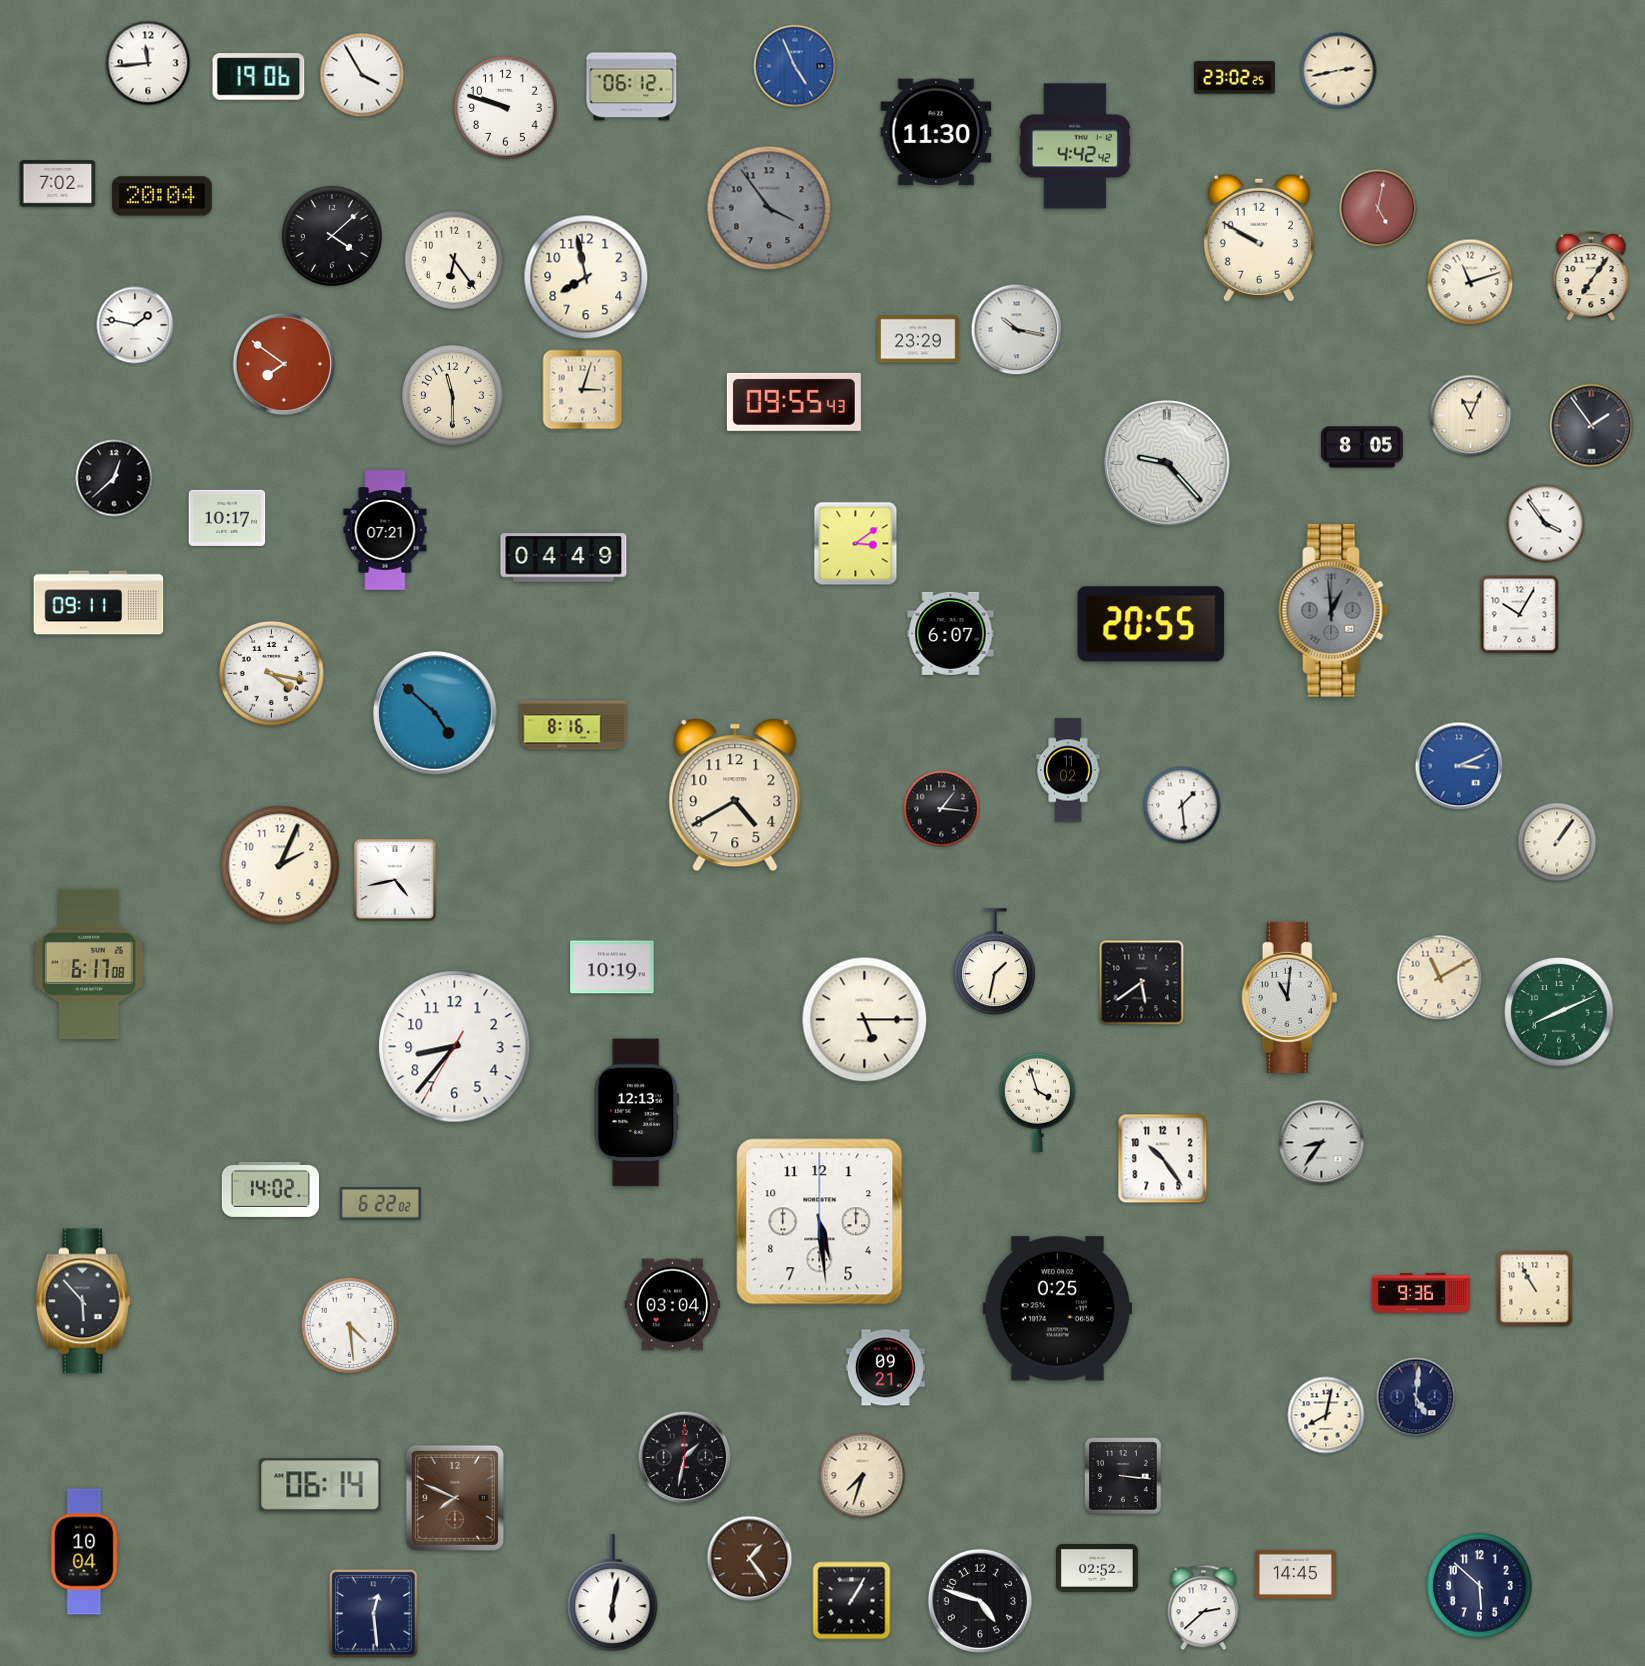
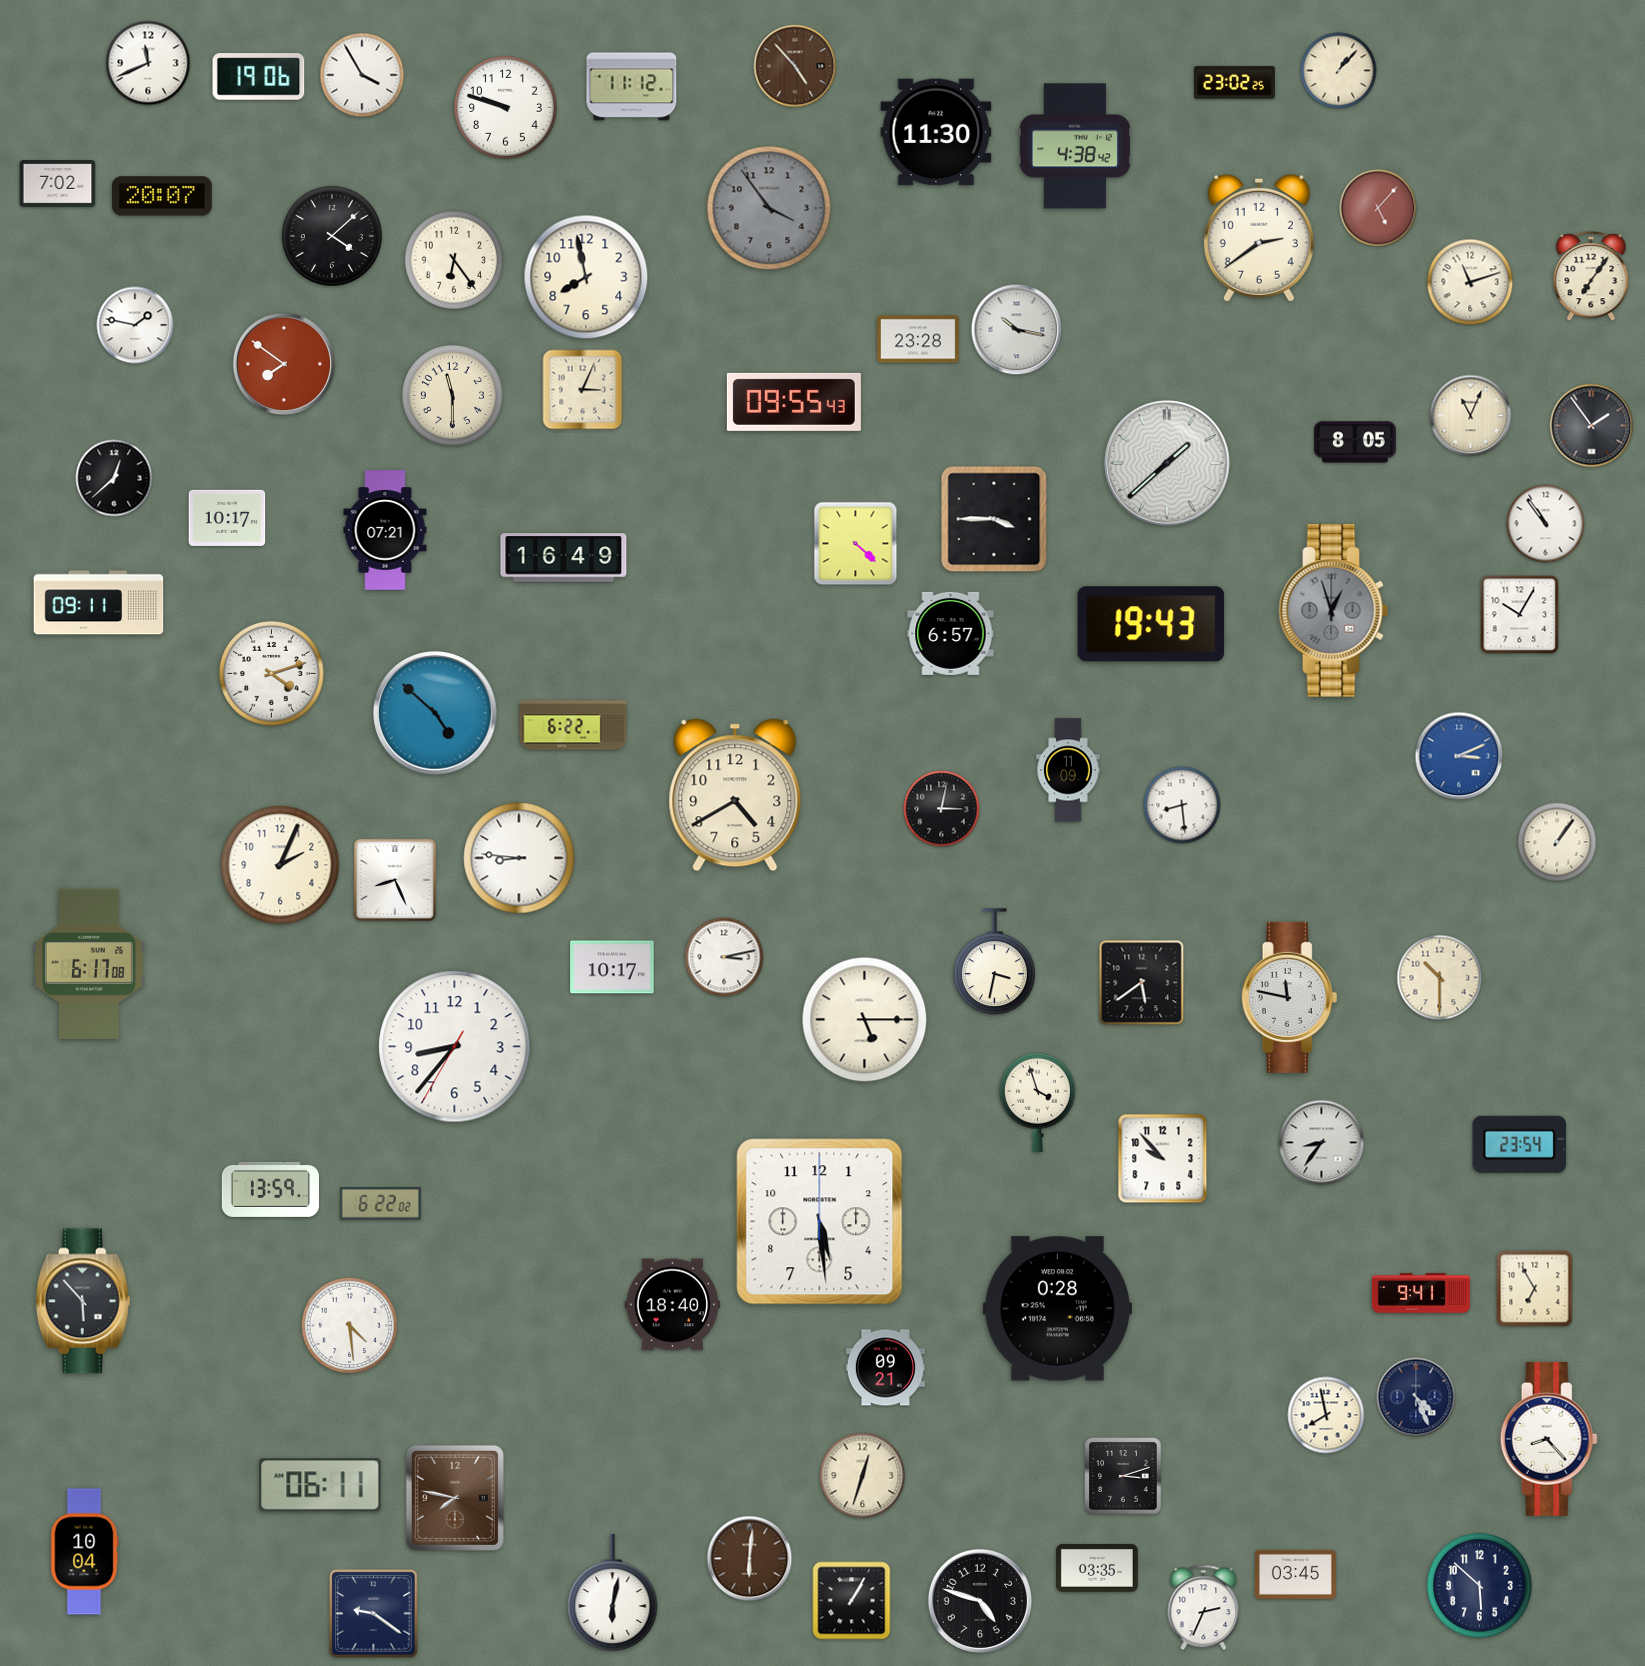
clock at (148, 63): 11:44 -> 11:41
clock at (795, 66): 4:56 -> 4:53
clock at (795, 66) dial: blue -> brown
clock at (1339, 71): 2:43 -> 1:07
clock at (1234, 78) position: (1234, 78) -> (1234, 83)
clock at (632, 87): 06:12 -> 11:12
clock at (1075, 146): 4:42 -> 4:38
clock at (162, 196): 20:04 -> 20:07
clock at (1378, 208): 5:02 -> 5:07
clock at (1259, 238): 9:50 -> 2:39
clock at (919, 339): 23:29 -> 23:28
clock at (583, 390): 3:03 -> 3:04
clock at (1363, 447) position: (1363, 447) -> (1356, 442)
clock at (1167, 463): 9:23 -> 1:38
clock at (994, 519): none -> 3:45
clock at (1546, 524): 3:54 -> 10:54
clock at (856, 544): 3:09 -> 4:22
clock at (564, 558): 04:49 -> 16:49
clock at (1334, 611): 12:59 -> 12:57
clock at (1151, 624): 20:55 -> 19:43
clock at (951, 633): 6:07 -> 6:57
clock at (272, 674): 4:17 -> 4:12
clock at (573, 725): 8:16 -> 6:22
clock at (1459, 766) position: (1459, 766) -> (1459, 756)
clock at (1068, 770): 11:02 -> 11:09
clock at (1182, 805): 1:29 -> 8:29
clock at (942, 809): 1:16 -> 3:02
clock at (519, 858): none -> 8:46
clock at (395, 880): 4:43 -> 8:26
clock at (724, 957): none -> 3:13
clock at (995, 962): 1:32 -> 3:32
clock at (612, 967): 10:19 -> 10:17
clock at (1440, 978): 11:10 -> 10:30
clock at (1290, 997): 11:01 -> 11:47
clock at (1559, 1012): 8:11 -> none
clock at (637, 1113): 12:13 -> none
clock at (1520, 1144): none -> 23:54
clock at (1163, 1159): 10:24 -> 9:53
clock at (270, 1189): 14:02 -> 13:59
clock at (1535, 1289): 10:55 -> 6:55
clock at (1421, 1293): 9:36 -> 9:41
clock at (673, 1305): 03:04 -> 18:40
clock at (1057, 1309): 0:25 -> 0:28
clock at (1416, 1397): 5:01 -> 4:26
clock at (1326, 1415): 8:02 -> 7:58
clock at (1549, 1439): none -> 8:23
clock at (685, 1458): 1:32 -> none
clock at (863, 1476): 7:33 -> 12:33
clock at (1123, 1476): 3:16 -> 3:12
clock at (320, 1485): 06:14 -> 06:11
clock at (455, 1498): 7:49 -> 7:47
clock at (750, 1559): 1:24 -> 6:01
clock at (1098, 1568): 02:52 -> 03:35
clock at (1295, 1574): 14:45 -> 03:45
clock at (1204, 1608): 2:38 -> 2:34
clock at (374, 1614): 12:29 -> 9:21
